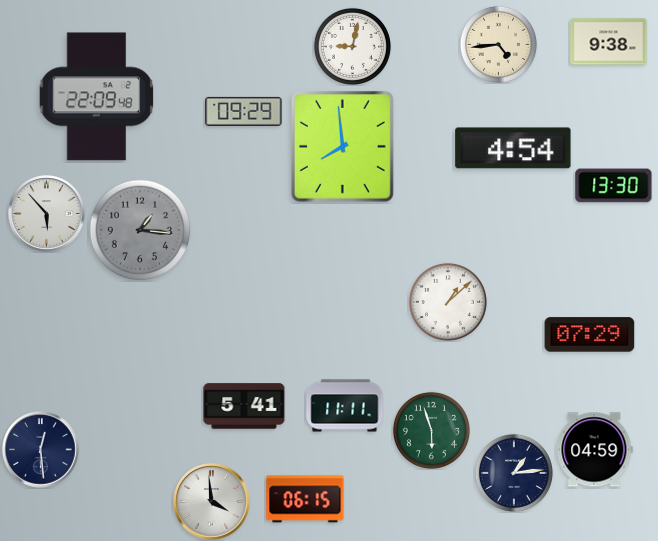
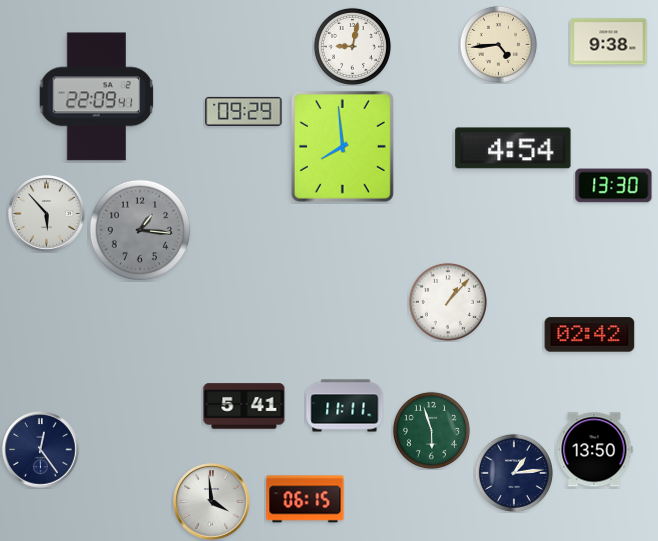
clock at (97, 97): 22:09:48 -> 22:09:41
clock at (448, 302): 1:08 -> 1:07
clock at (590, 335): 07:29 -> 02:42
clock at (41, 450): 12:29 -> 12:24
clock at (594, 450): 04:59 -> 13:50
